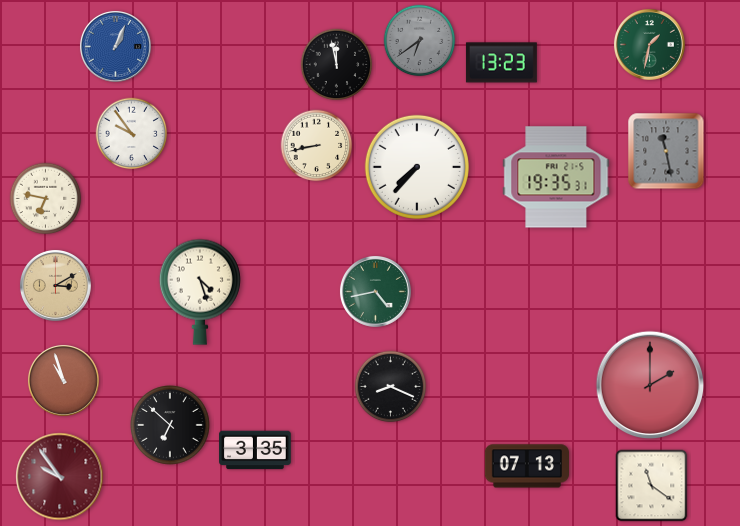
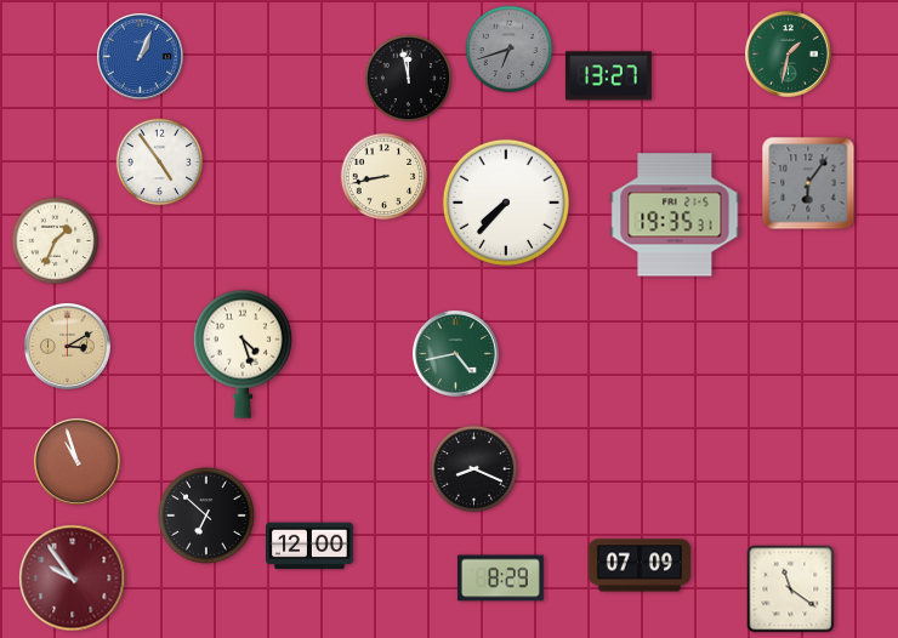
clock at (420, 41): 6:39 -> 6:42
clock at (501, 63): 13:23 -> 13:27
clock at (132, 134): 9:54 -> 4:54
clock at (666, 151): 11:28 -> 6:06
clock at (46, 199): 6:47 -> 1:34
clock at (650, 385): 2:00 -> none
clock at (255, 450): 3:35 -> 12:00
clock at (526, 466): 07:13 -> 07:09
clock at (500, 579): none -> 8:29
